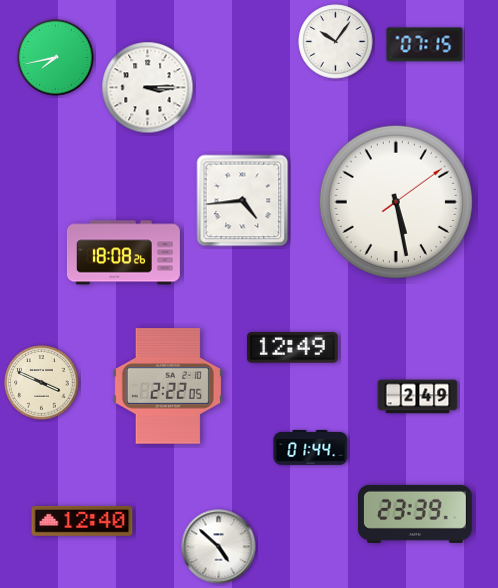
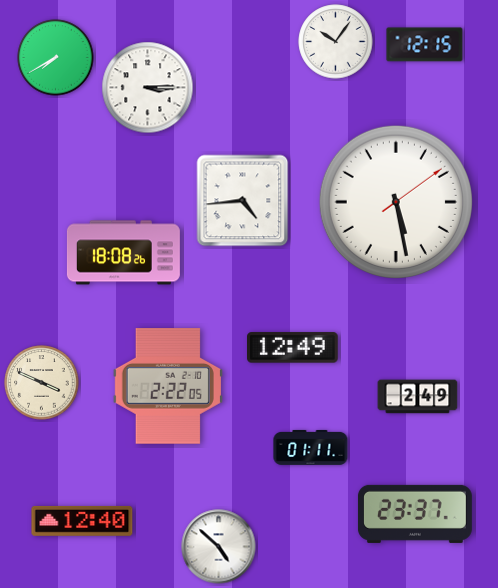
clock at (425, 45): 07:15 -> 12:15
clock at (56, 58): 7:43 -> 7:40
clock at (311, 447): 01:44 -> 01:11
clock at (415, 514): 23:39 -> 23:37
